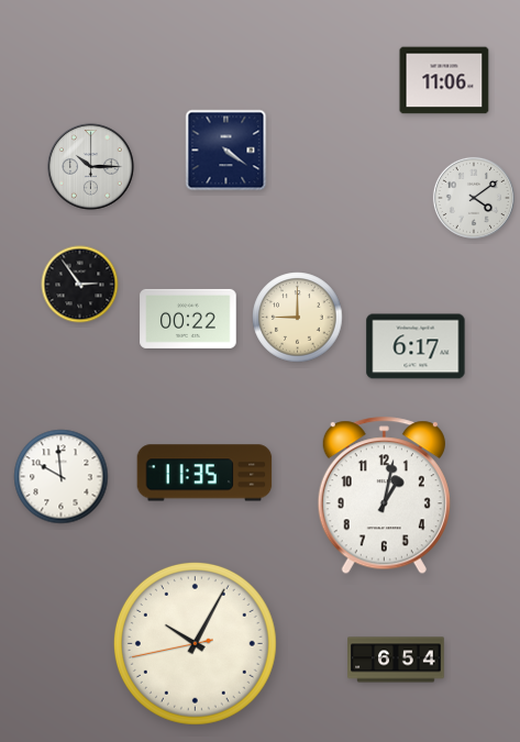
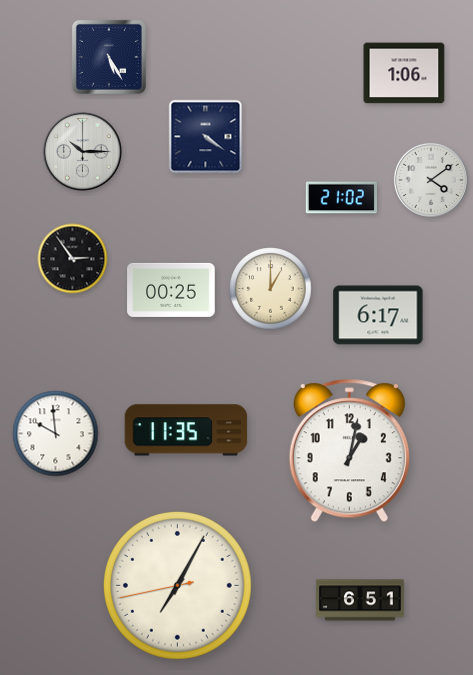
clock at (109, 57): none -> 5:25
clock at (444, 80): 11:06 -> 1:06
clock at (341, 198): none -> 21:02
clock at (298, 318): 9:00 -> 1:00
clock at (188, 319): 00:22 -> 00:25
clock at (195, 643): 10:04 -> 7:04
clock at (396, 660): 6:54 -> 6:51
